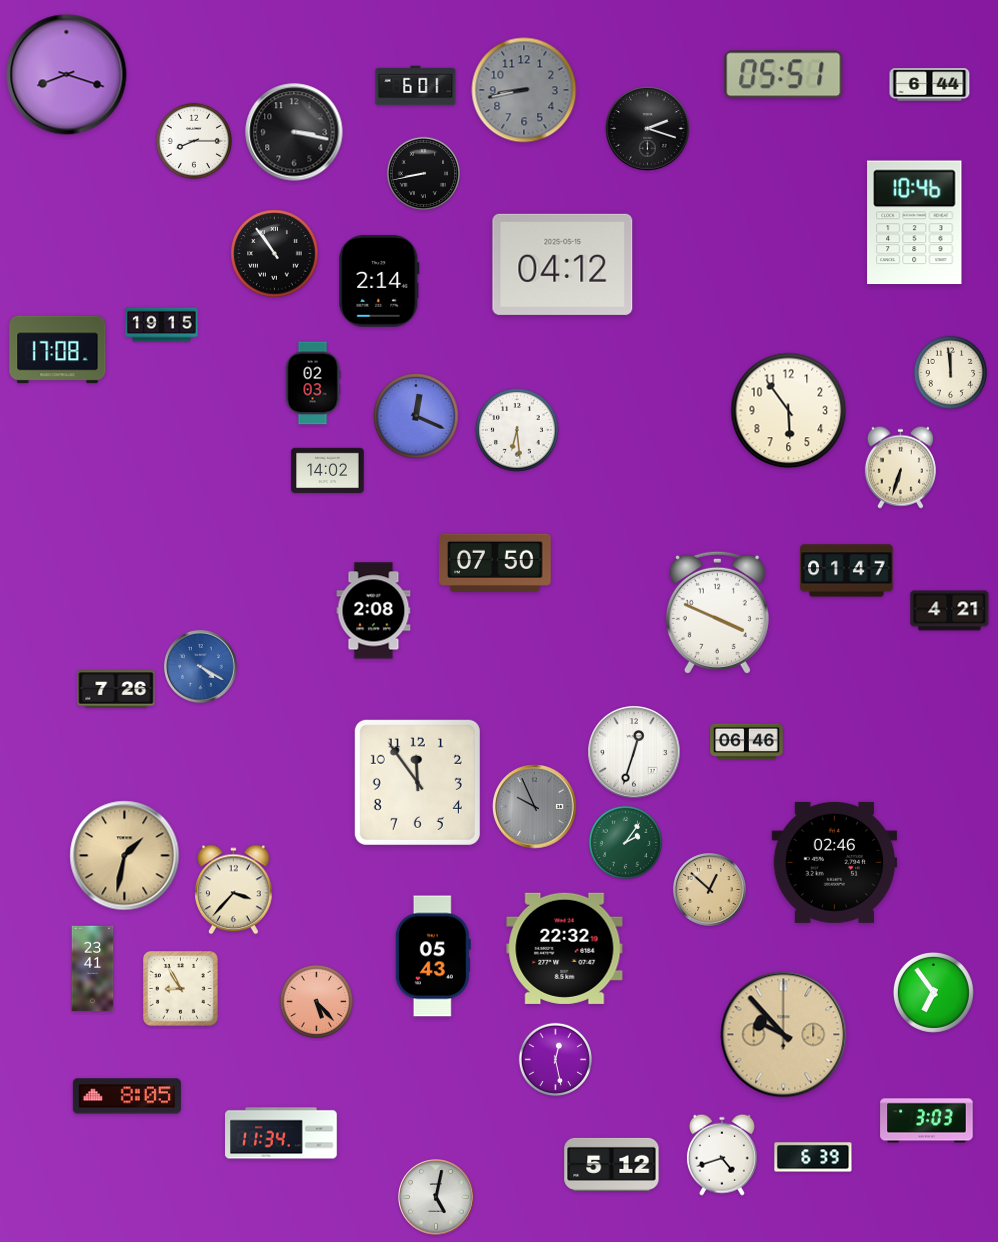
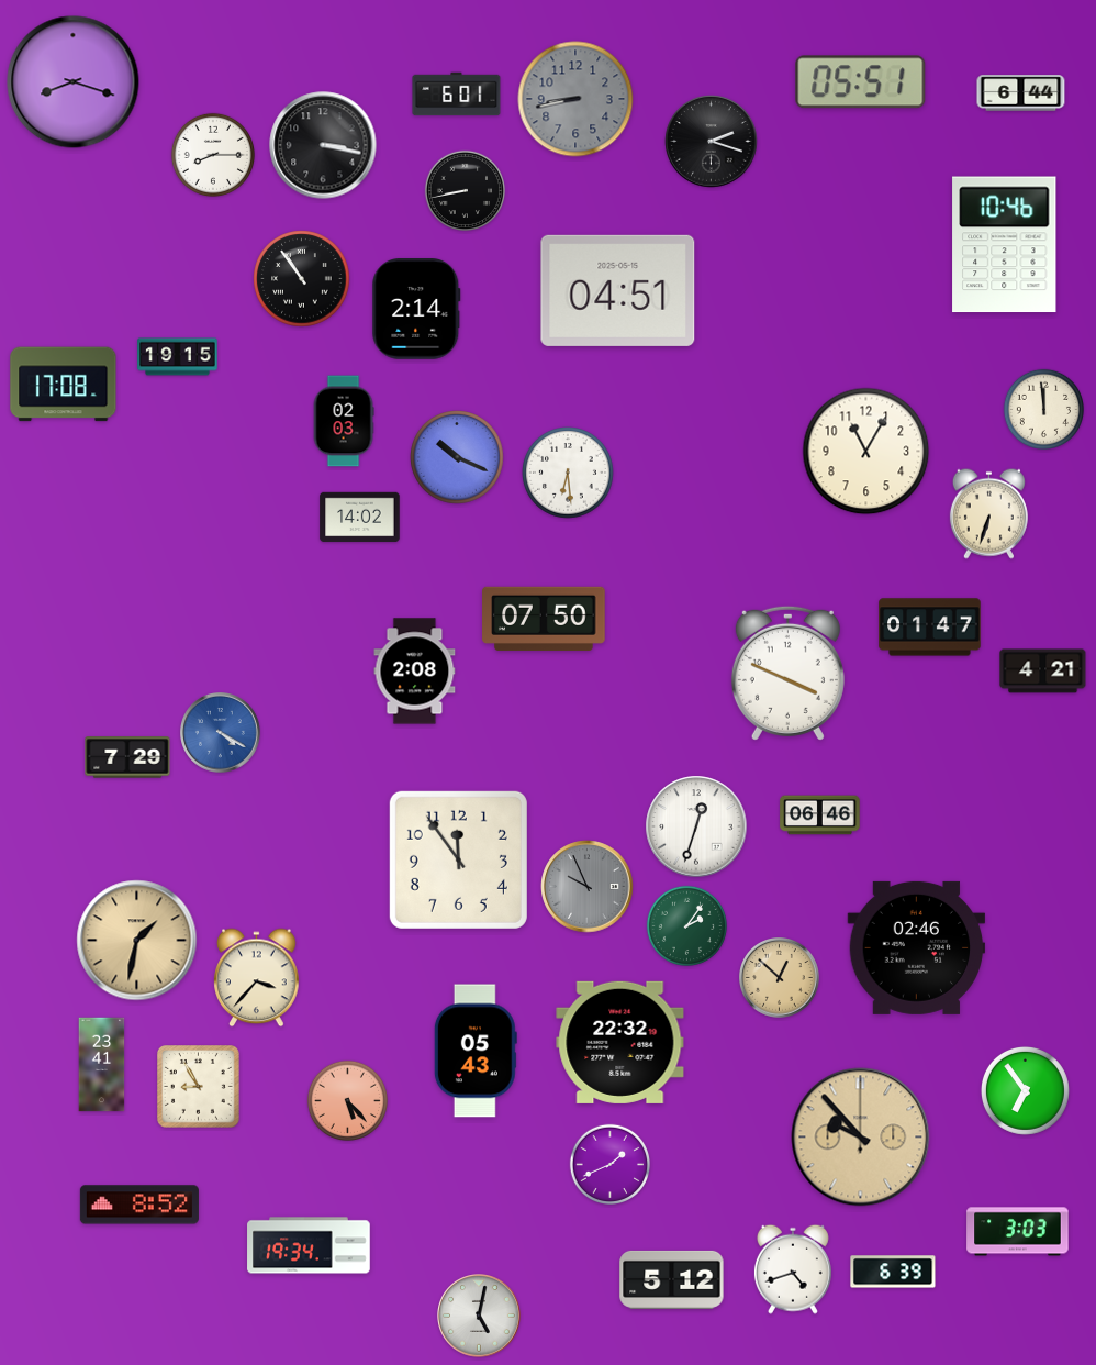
clock at (563, 264): 04:12 -> 04:51
clock at (789, 411): 5:54 -> 11:05
clock at (416, 416): 12:19 -> 10:19
clock at (374, 611) position: (374, 611) -> (415, 672)
clock at (116, 689): 7:26 -> 7:29
clock at (555, 1059): 12:28 -> 1:41
clock at (127, 1096): 8:05 -> 8:52
clock at (281, 1133): 11:34 -> 19:34
